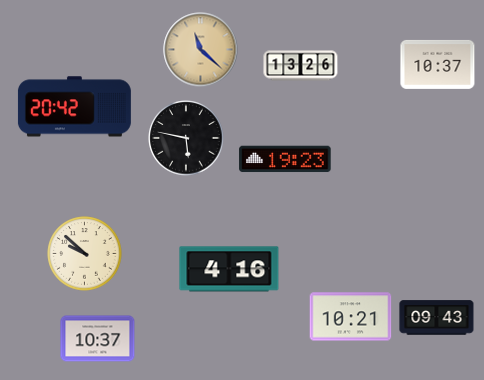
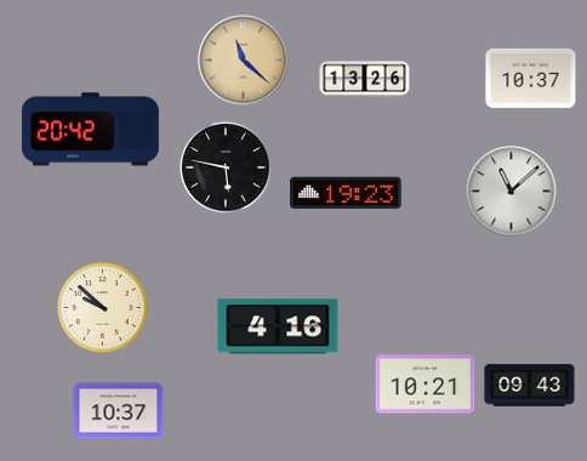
clock at (512, 192): none -> 11:08
